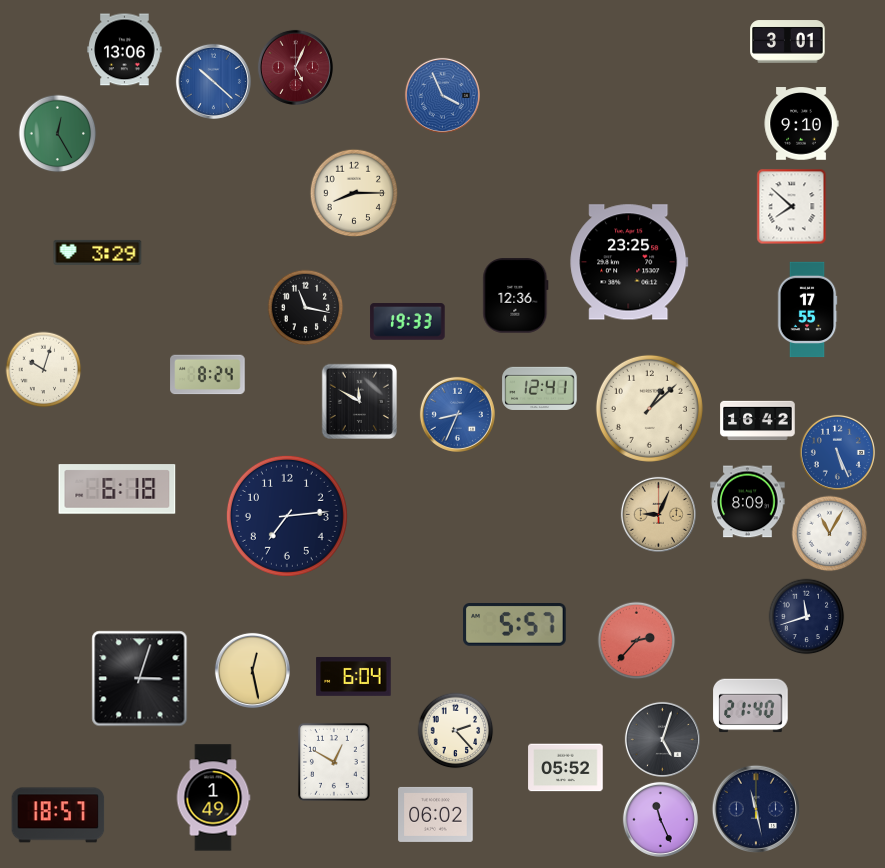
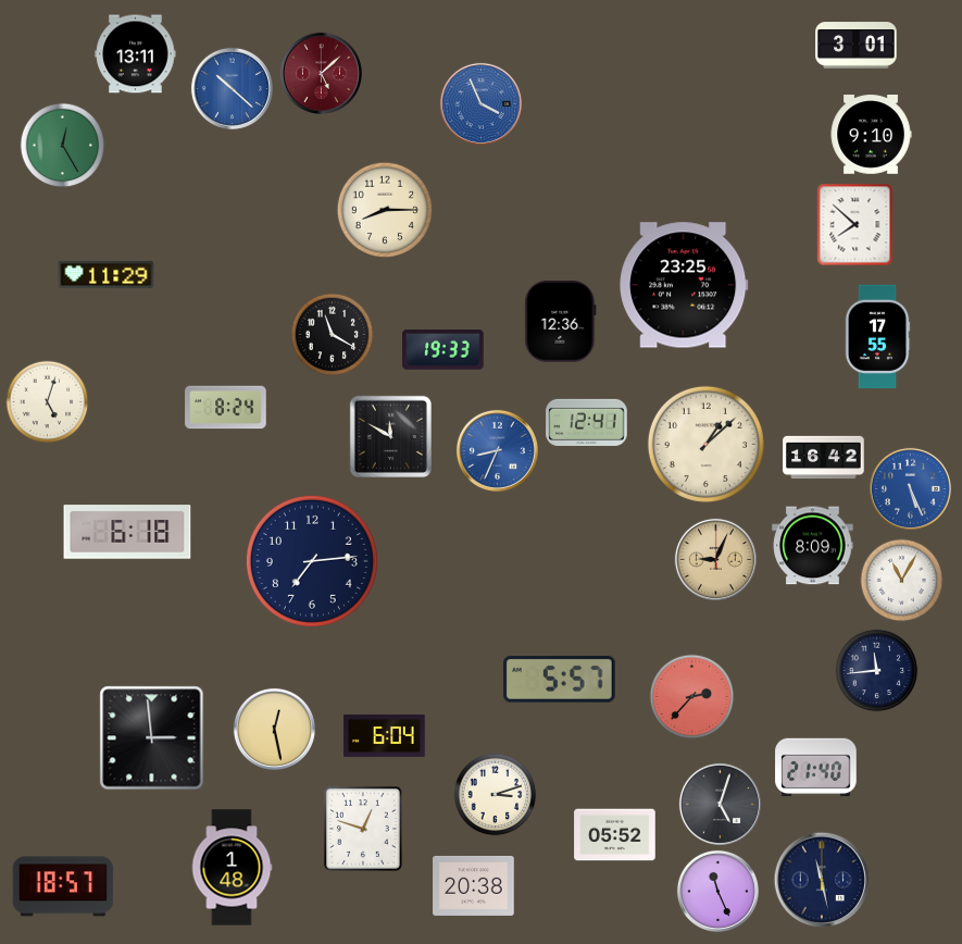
clock at (125, 50): 13:06 -> 13:11
clock at (295, 67): 5:04 -> 5:08
clock at (792, 207) position: (792, 207) -> (855, 225)
clock at (98, 252): 3:29 -> 11:29
clock at (306, 308): 11:17 -> 11:20
clock at (44, 370): 10:03 -> 5:03
clock at (837, 452) position: (837, 452) -> (910, 488)
clock at (807, 617): 11:42 -> 11:44
clock at (140, 679): 3:03 -> 2:59
clock at (456, 731): 2:23 -> 3:12
clock at (334, 762): 12:50 -> 12:48
clock at (213, 798): 1:49 -> 1:48
clock at (436, 814): 06:02 -> 20:38
